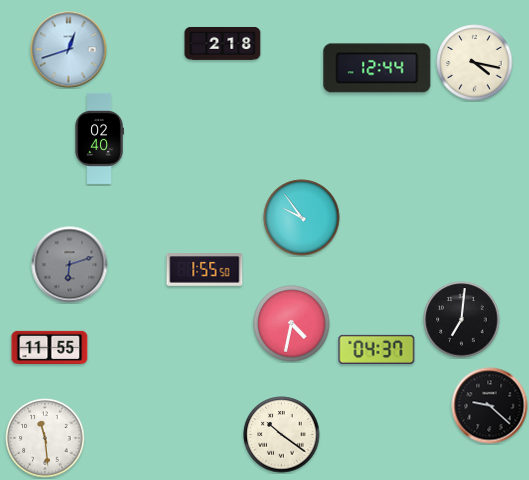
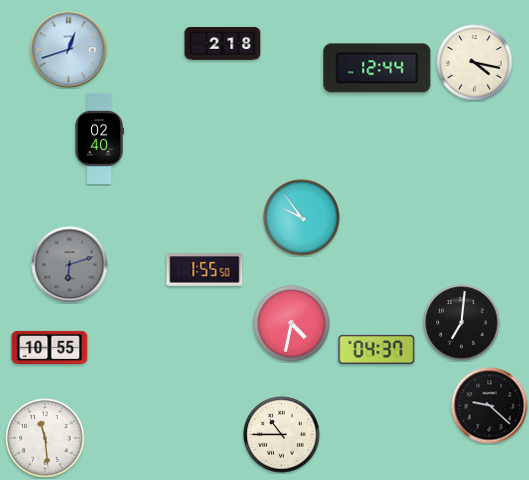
clock at (462, 320) position: (462, 320) -> (462, 323)
clock at (50, 347): 11:55 -> 10:55
clock at (282, 435): 10:21 -> 10:45
